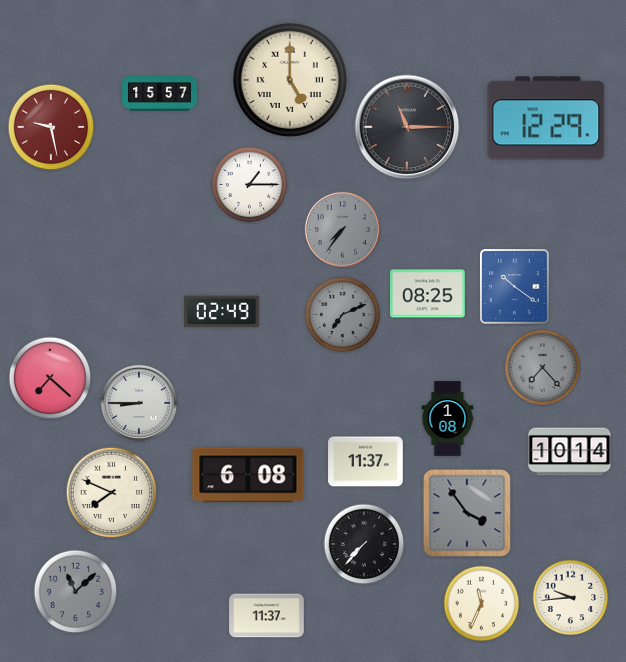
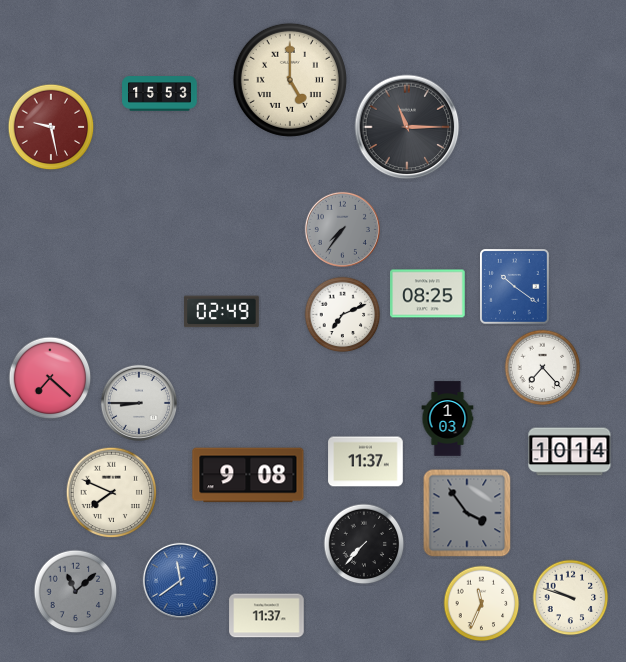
clock at (160, 94): 15:57 -> 15:53
clock at (546, 118): 12:29 -> none
clock at (250, 185): 1:15 -> none
clock at (343, 315) dial: grey -> white
clock at (543, 368) dial: grey -> white
clock at (448, 419): 1:08 -> 1:03
clock at (248, 475): 6:08 -> 9:08
clock at (180, 580): none -> 11:39
clock at (571, 598): 9:44 -> 9:48
